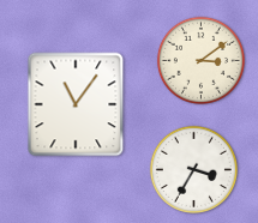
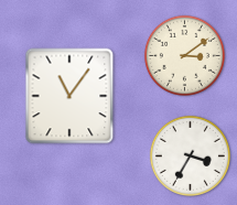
clock at (193, 169) position: (193, 169) -> (190, 155)
